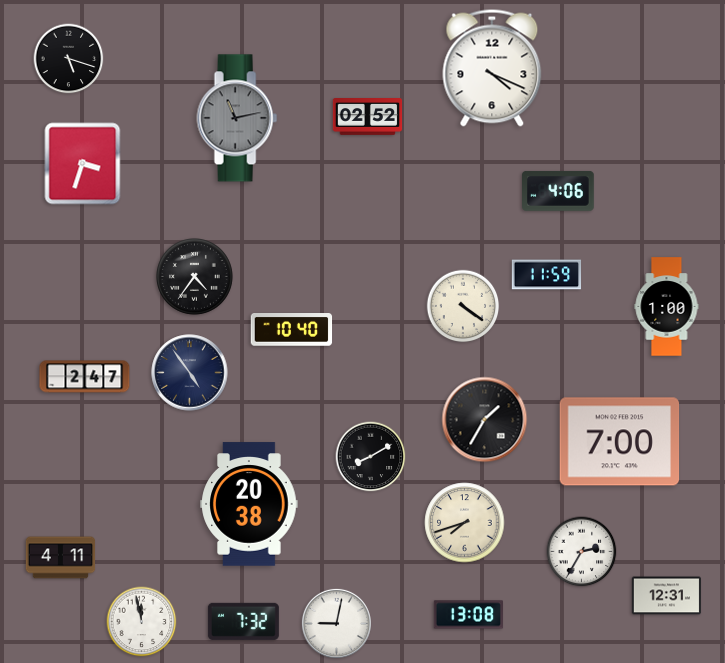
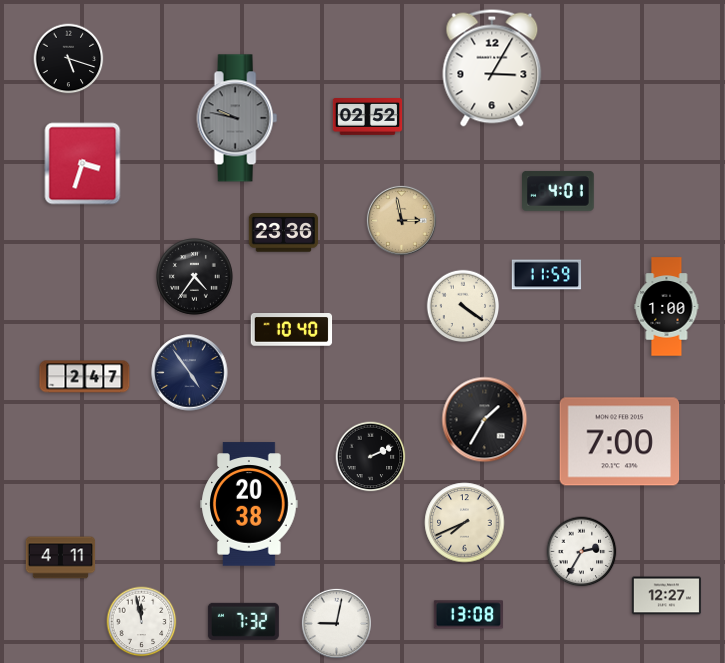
clock at (492, 68): 4:19 -> 3:05
clock at (237, 118): 11:13 -> 9:47
clock at (559, 191): 4:06 -> 4:01
clock at (401, 220): none -> 2:58
clock at (283, 233): none -> 23:36
clock at (371, 457): 8:10 -> 2:11
clock at (465, 523): 7:42 -> 7:41
clock at (667, 596): 12:31 -> 12:27
